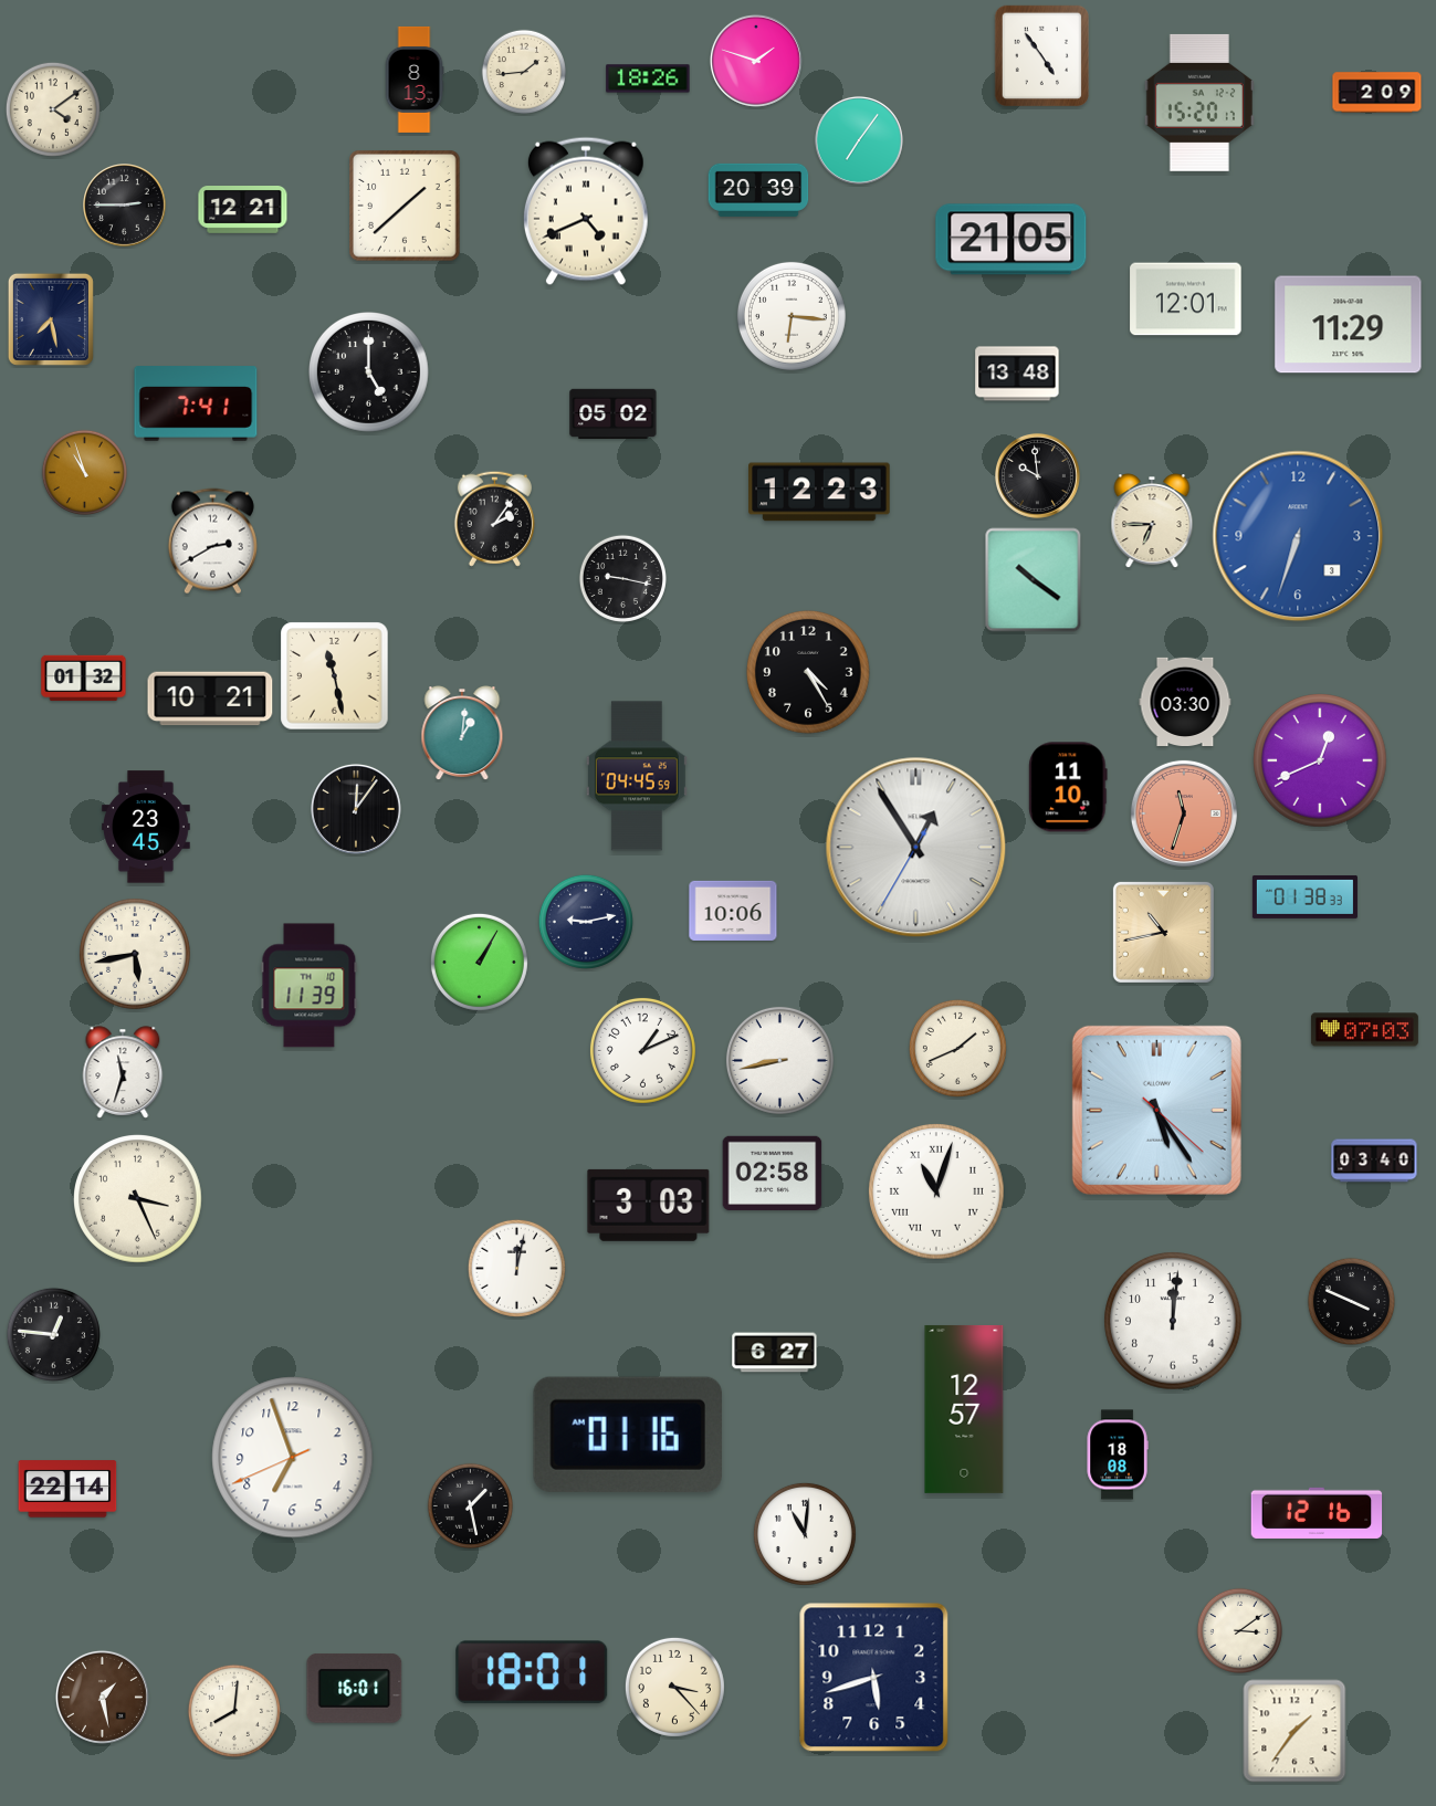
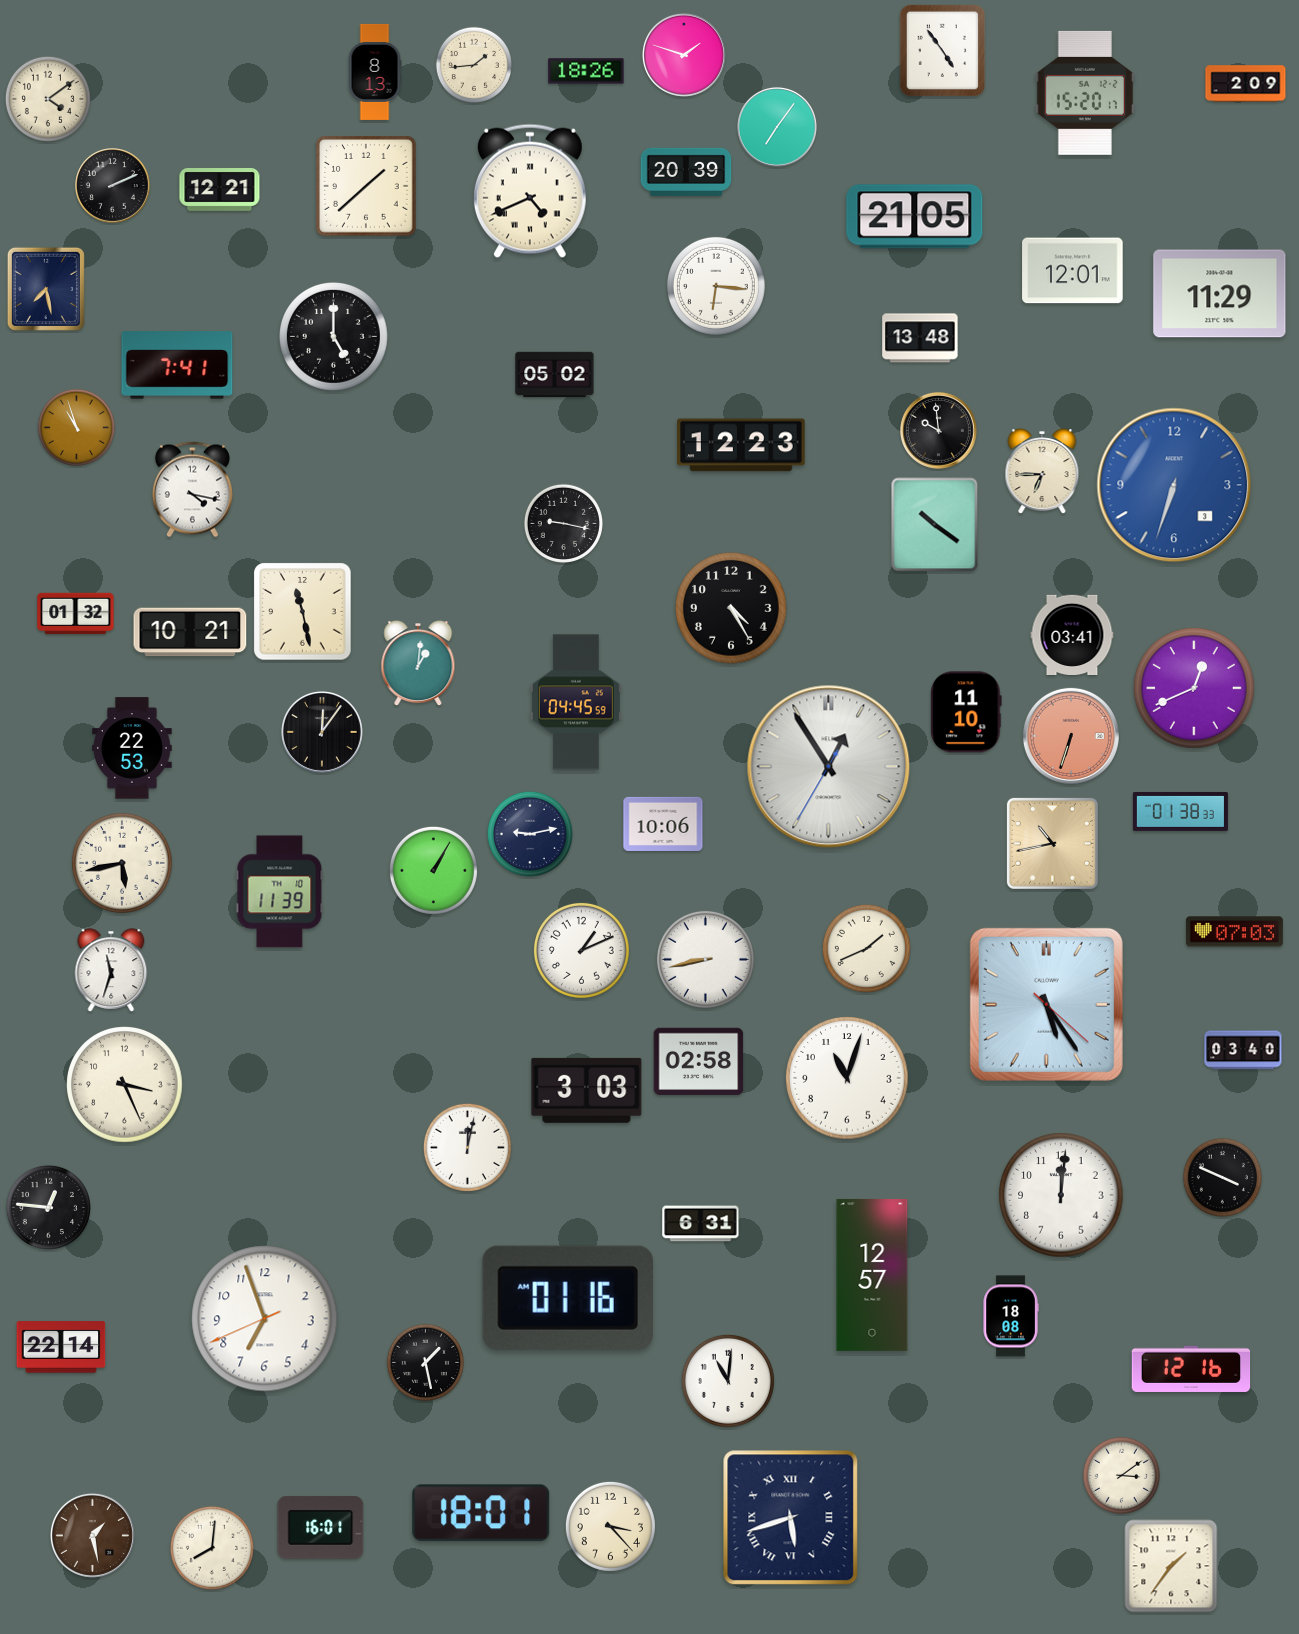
clock at (125, 206): 2:45 -> 2:11
clock at (494, 518): 2:06 -> none
clock at (212, 542): 2:40 -> 4:17
clock at (1185, 701): 03:30 -> 03:41
clock at (1184, 813): 11:33 -> 6:33
clock at (147, 827): 23:45 -> 22:53
clock at (936, 1191) numerals: Roman -> Arabic
clock at (775, 1353): 6:27 -> 6:31
clock at (805, 1534) position: (805, 1534) -> (728, 1381)
clock at (874, 1678) numerals: Arabic -> Roman
